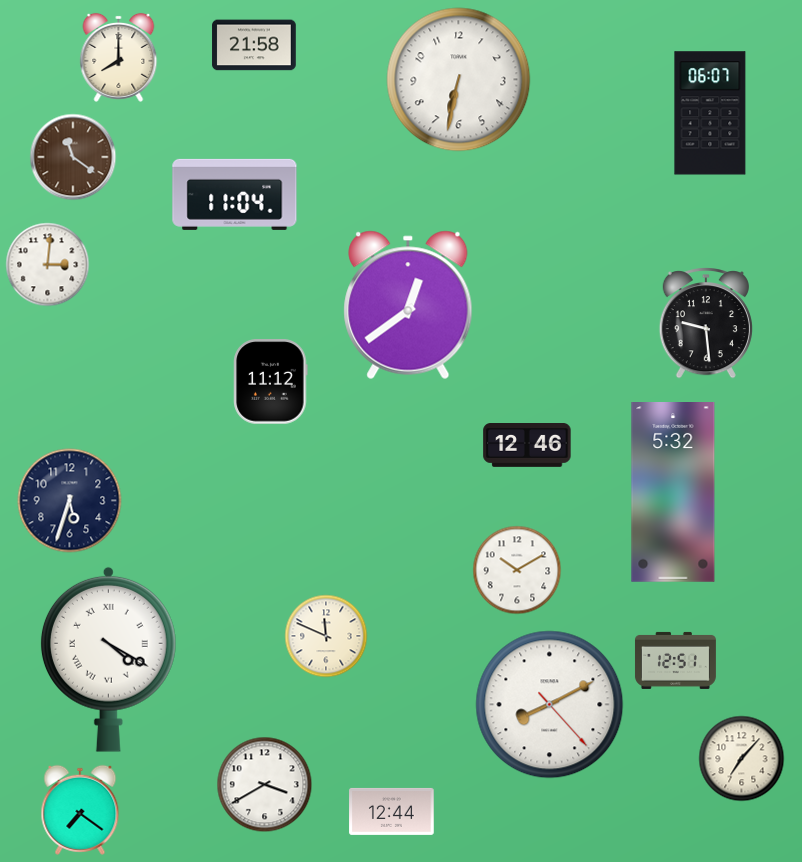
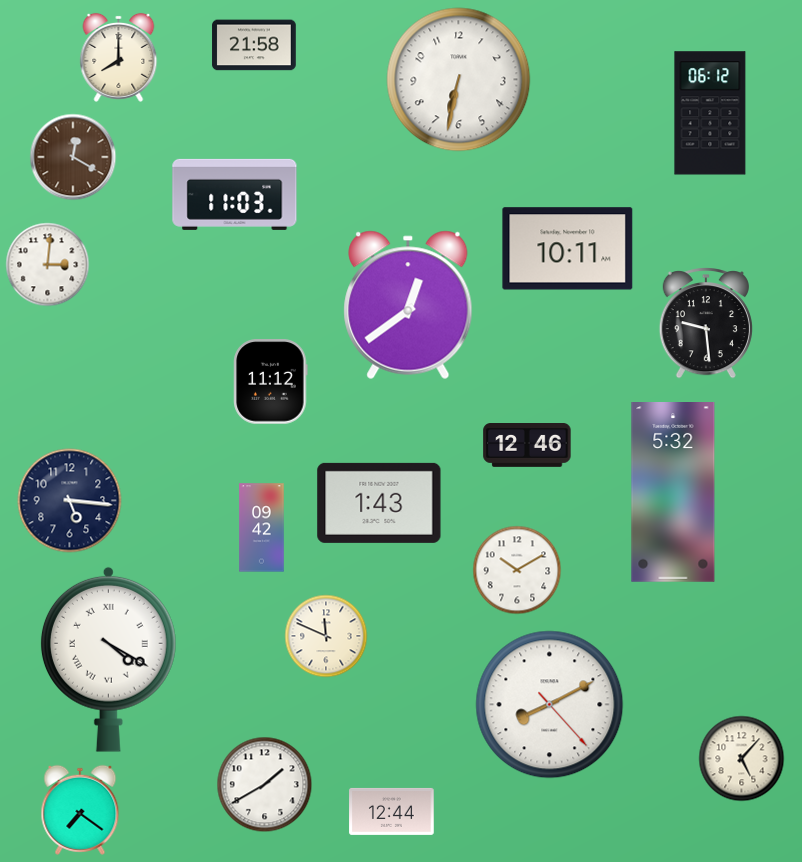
clock at (710, 113): 06:07 -> 06:12
clock at (73, 157): 11:21 -> 12:20
clock at (235, 194): 11:04 -> 11:03
clock at (568, 249): none -> 10:11
clock at (70, 501): 5:33 -> 5:16
clock at (379, 503): none -> 1:43
clock at (262, 528): none -> 09:42
clock at (675, 660): 12:51 -> none
clock at (742, 759): 7:07 -> 5:07
clock at (265, 785): 3:40 -> 1:40
